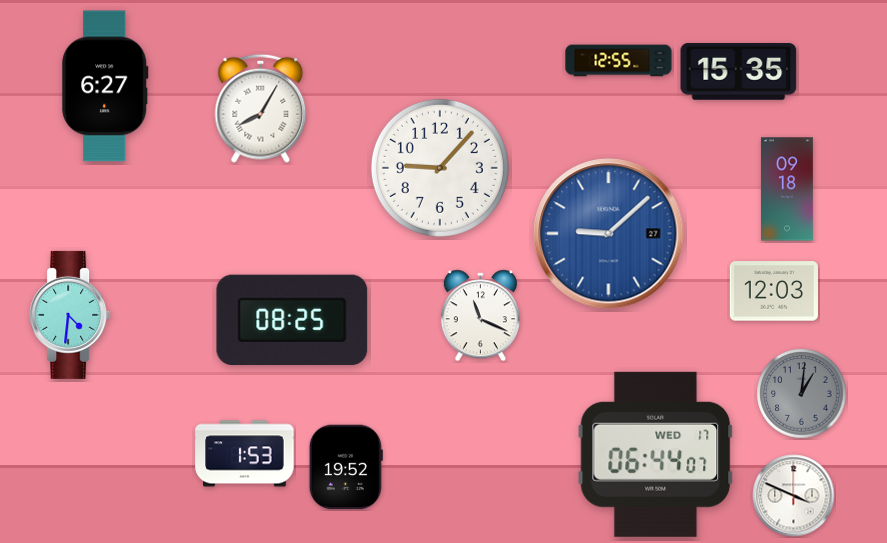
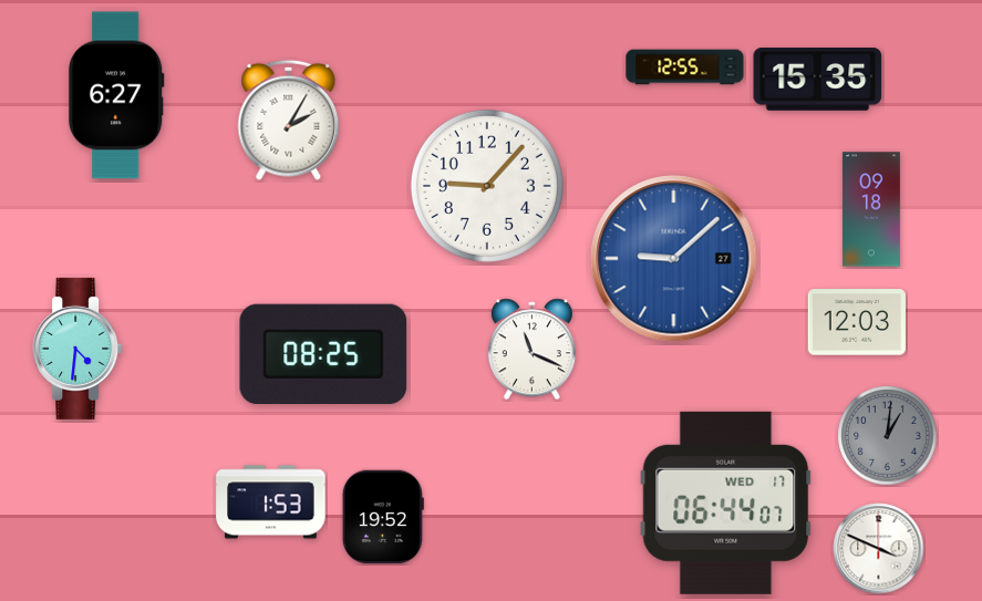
clock at (261, 108): 8:05 -> 2:05
